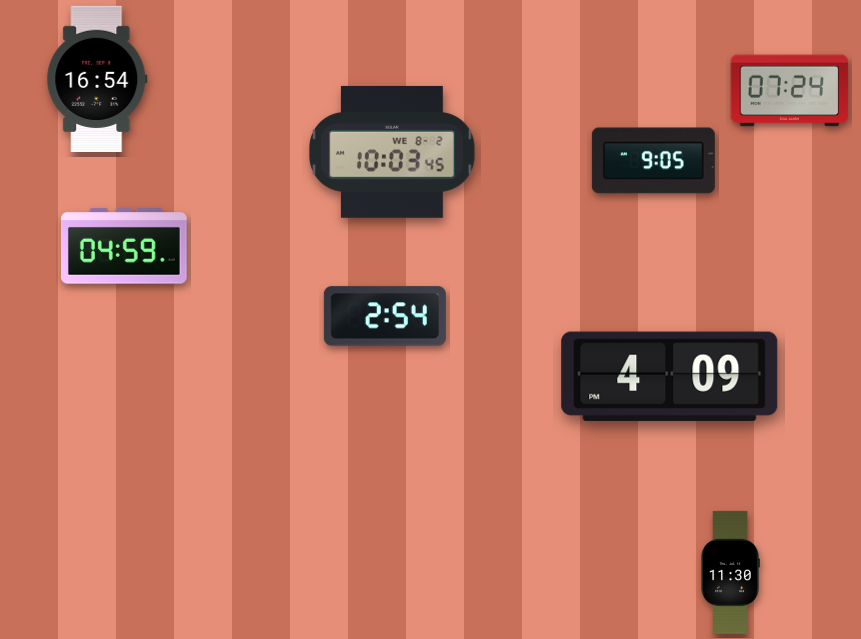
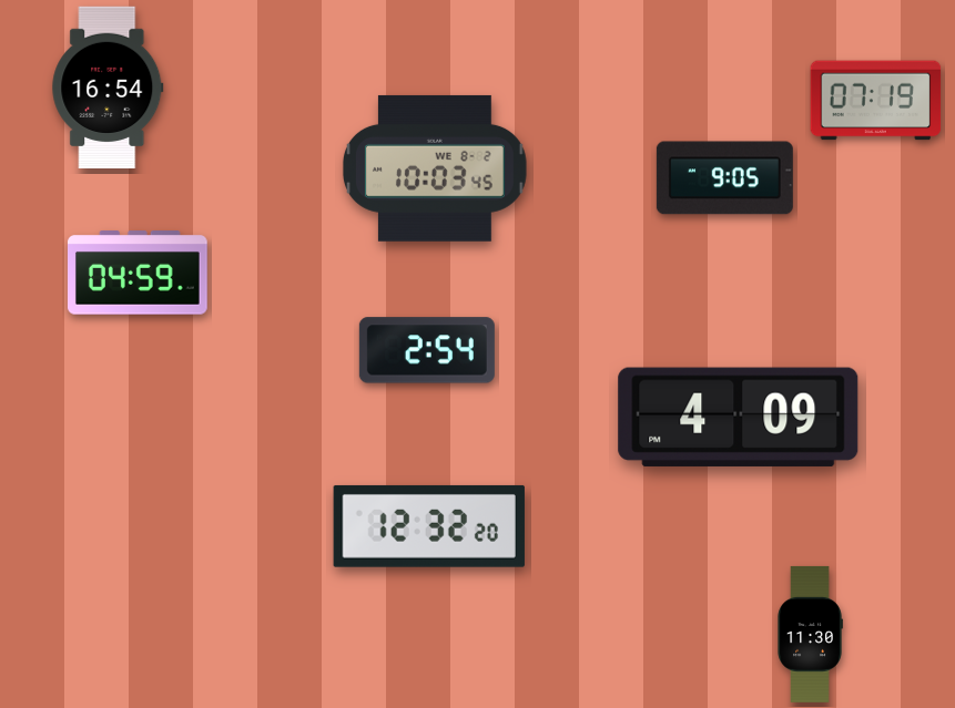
clock at (790, 91): 07:24 -> 07:19
clock at (670, 376) position: (670, 376) -> (739, 417)
clock at (429, 526): none -> 12:32
